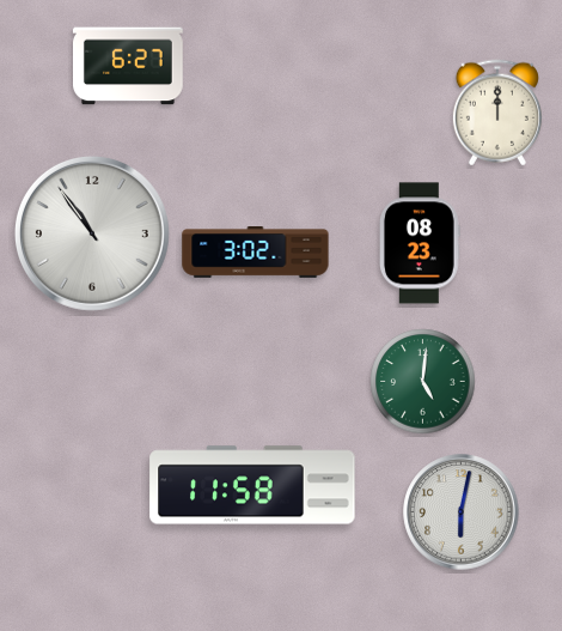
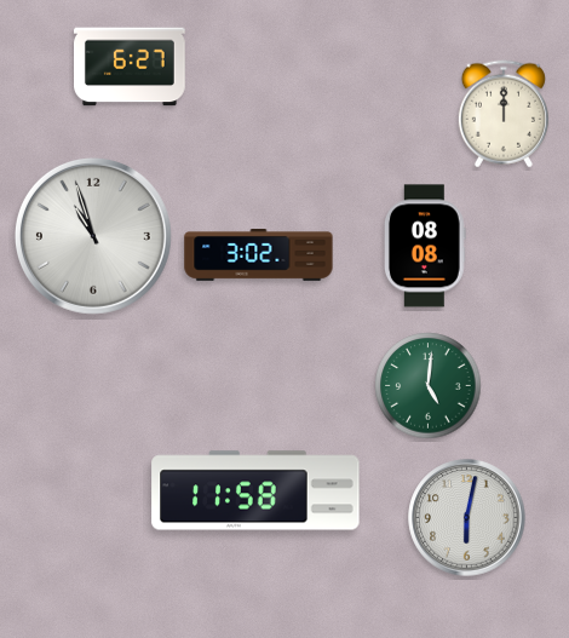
clock at (92, 233): 10:54 -> 10:57
clock at (420, 243): 08:23 -> 08:08
